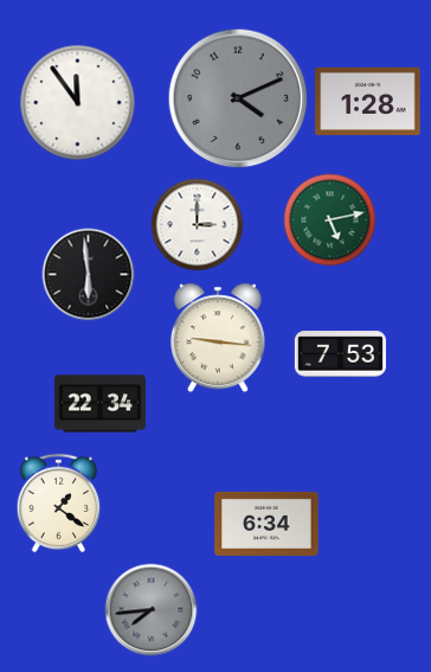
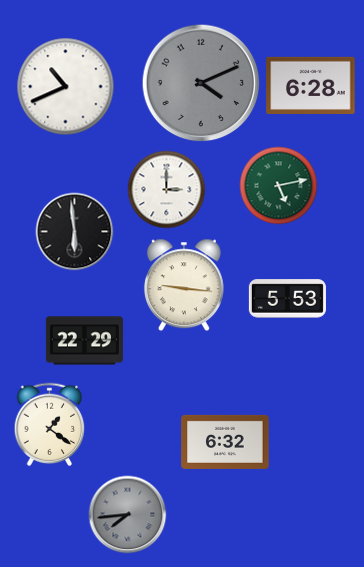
clock at (368, 101): 1:28 -> 6:28
clock at (77, 102): 11:54 -> 10:41
clock at (340, 354): 7:53 -> 5:53
clock at (99, 404): 22:34 -> 22:29
clock at (266, 524): 6:34 -> 6:32
